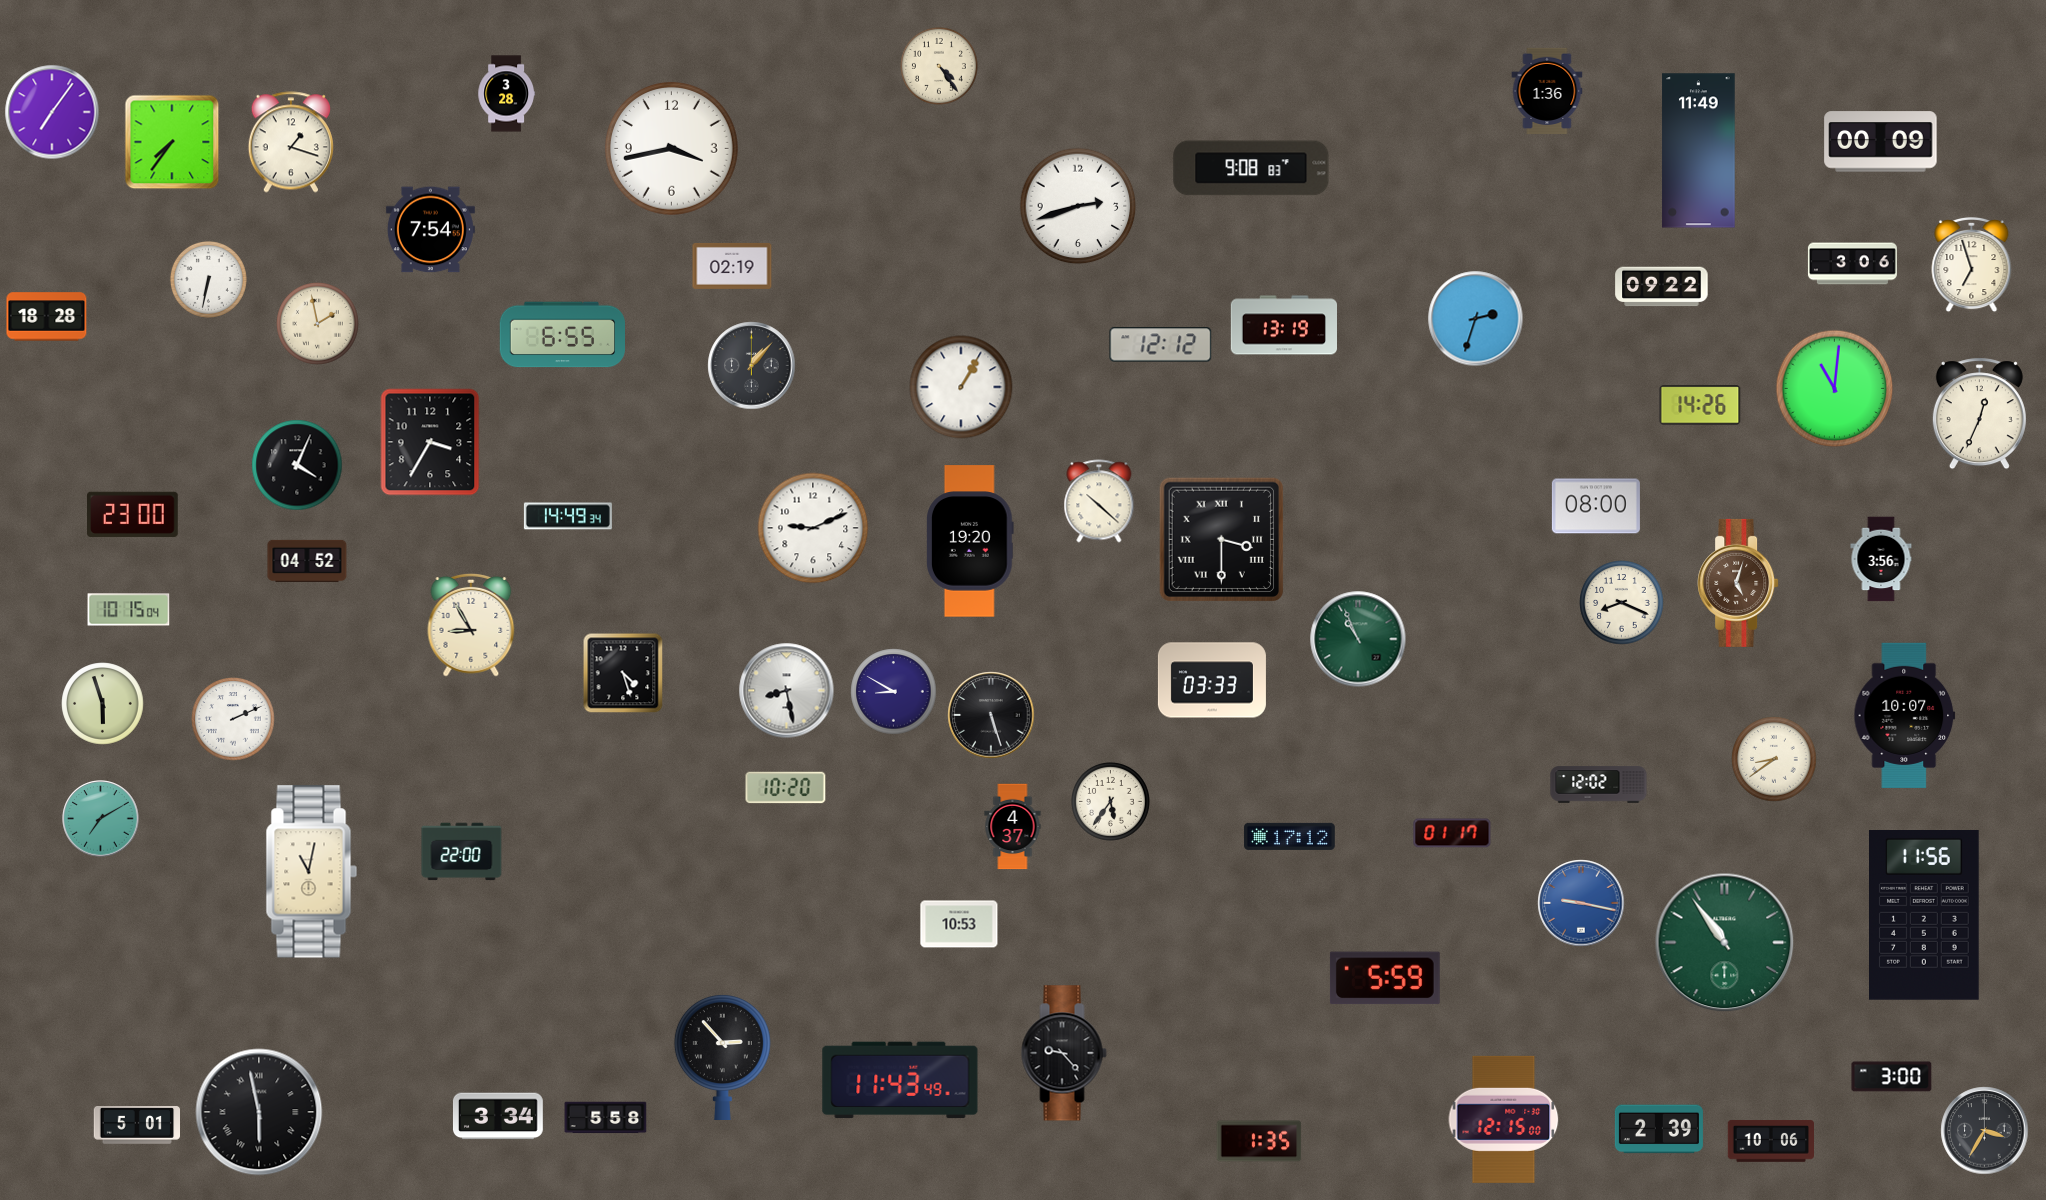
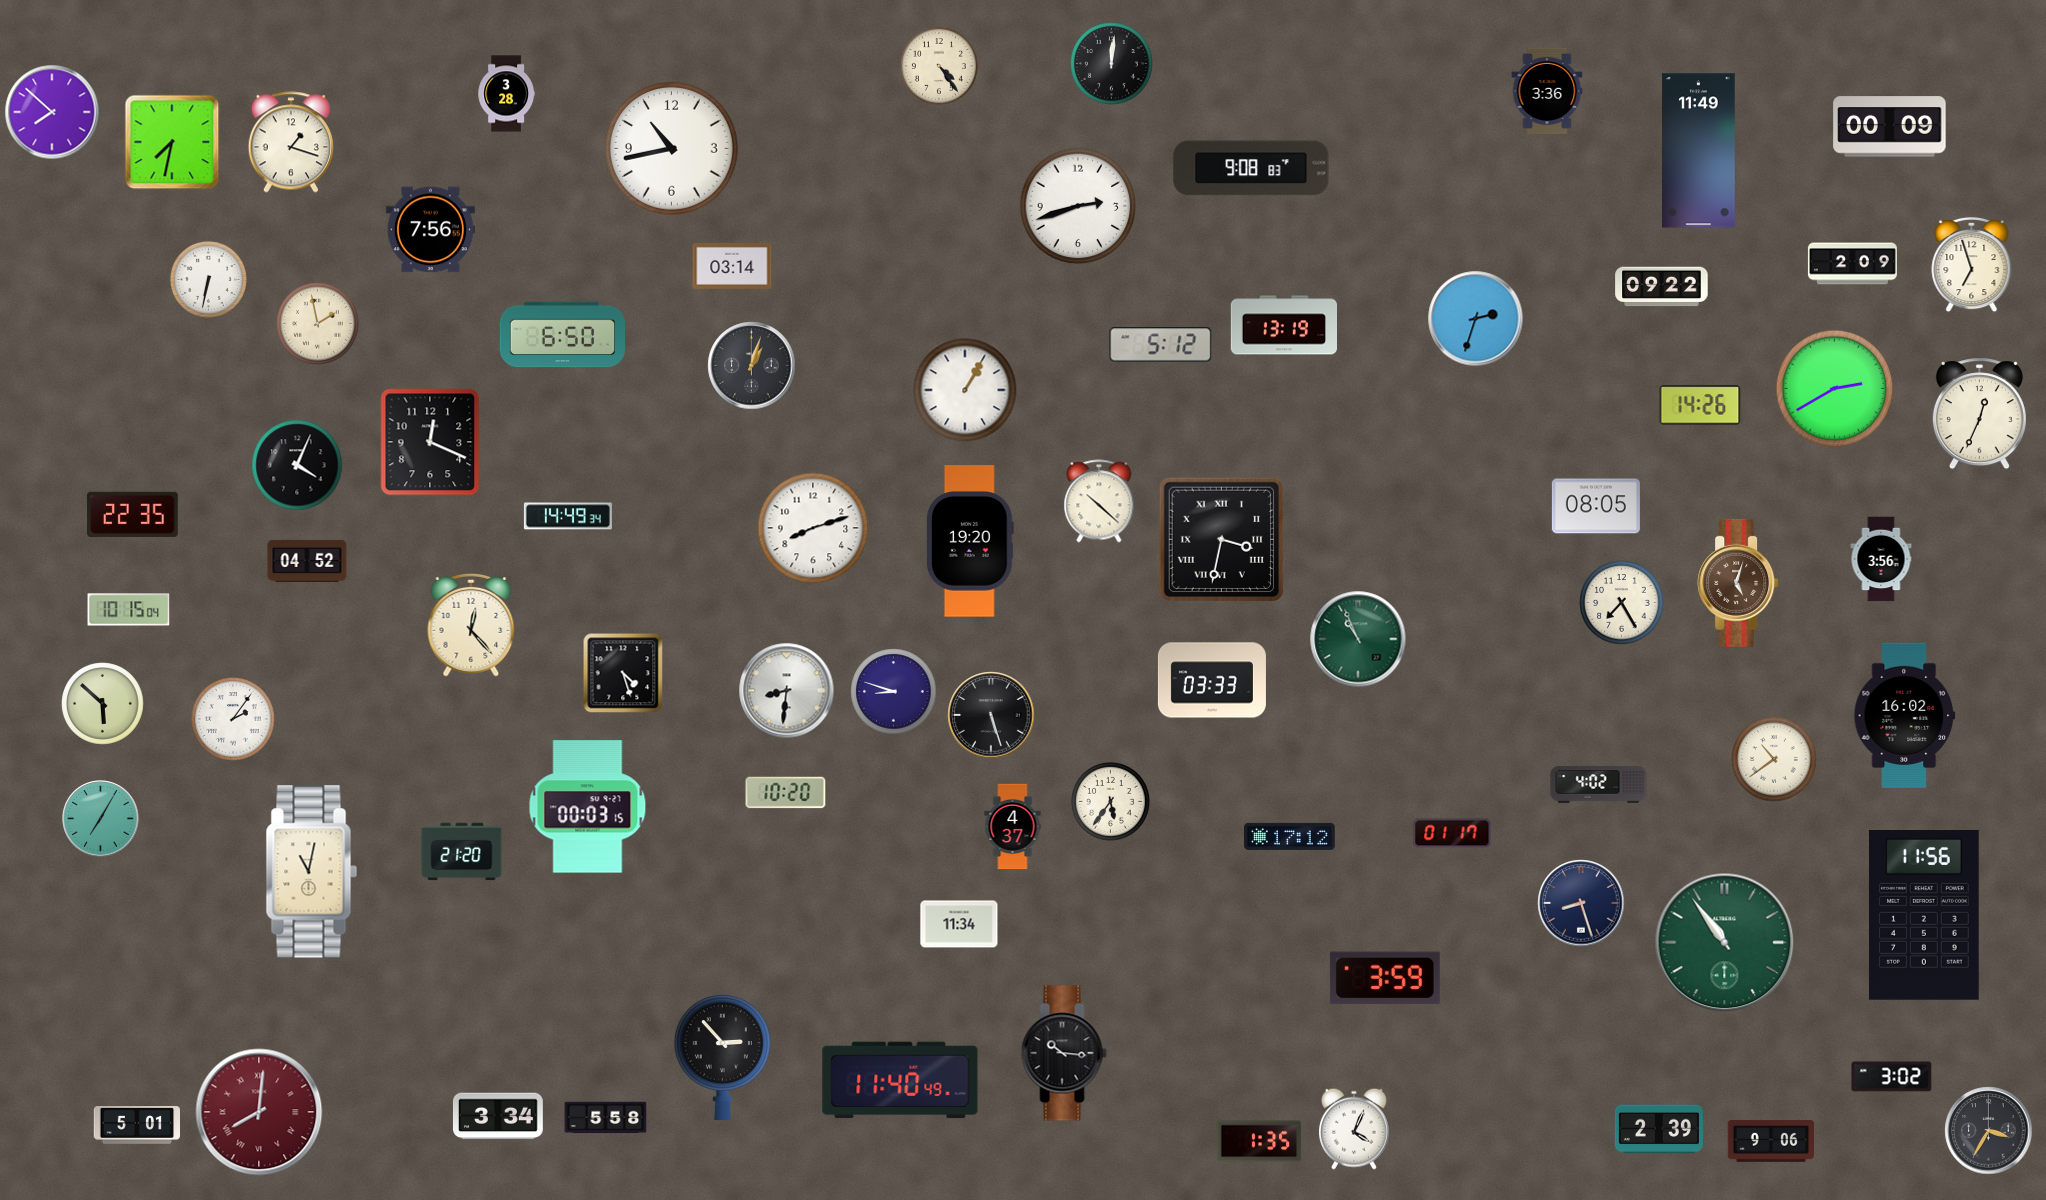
clock at (1112, 64): none -> 12:01
clock at (1547, 91): 1:36 -> 3:36
clock at (52, 112): 7:06 -> 7:52
clock at (172, 142): 7:36 -> 7:32
clock at (1881, 142) position: (1881, 142) -> (1890, 127)
clock at (672, 149): 3:43 -> 10:43
clock at (430, 230): 7:54 -> 7:56
clock at (1852, 264): 3:06 -> 2:09
clock at (732, 266): 02:19 -> 03:14
clock at (47, 317): 18:28 -> none
clock at (562, 335): 6:55 -> 6:50
clock at (1161, 345): 12:12 -> 5:12
clock at (752, 366): 1:07 -> 1:03
clock at (961, 387) position: (961, 387) -> (965, 390)
clock at (1835, 389): 11:01 -> 2:40
clock at (430, 442): 3:35 -> 12:19
clock at (1596, 506): 08:00 -> 08:05
clock at (133, 514): 23:00 -> 22:35
clock at (813, 528): 9:11 -> 8:12
clock at (1221, 539): 3:30 -> 3:32
clock at (1622, 603): 8:19 -> 7:25
clock at (471, 625): 8:55 -> 12:23
clock at (787, 691): 8:28 -> 8:31
clock at (894, 692): 8:50 -> 8:48
clock at (103, 704): 5:57 -> 5:52
clock at (1905, 715): 10:07 -> 16:02
clock at (233, 719): 2:11 -> 2:06
clock at (1774, 759): 8:39 -> 10:39
clock at (1599, 785): 12:02 -> 4:02
clock at (786, 788) position: (786, 788) -> (786, 793)
clock at (588, 807): none -> 00:03
clock at (101, 819): 7:10 -> 7:05
clock at (462, 852): 22:00 -> 21:20
clock at (1581, 903): 9:17 -> 8:27
clock at (1581, 903) dial: blue -> navy
clock at (959, 924): 10:53 -> 11:34
clock at (1385, 978): 5:59 -> 3:59
clock at (1064, 1053): 9:23 -> 10:16
clock at (1892, 1077): 3:00 -> 3:02
clock at (900, 1080): 11:43 -> 11:40
clock at (259, 1112): 5:58 -> 8:01
clock at (259, 1112) dial: black -> burgundy
clock at (1504, 1119): 12:15 -> none
clock at (1354, 1129): none -> 4:04
clock at (1985, 1131) position: (1985, 1131) -> (1989, 1131)
clock at (1770, 1142): 10:06 -> 9:06
